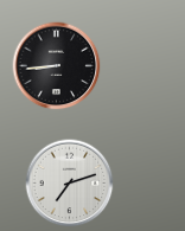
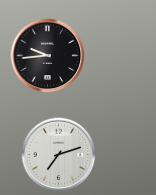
clock at (57, 66): 8:44 -> 9:44
